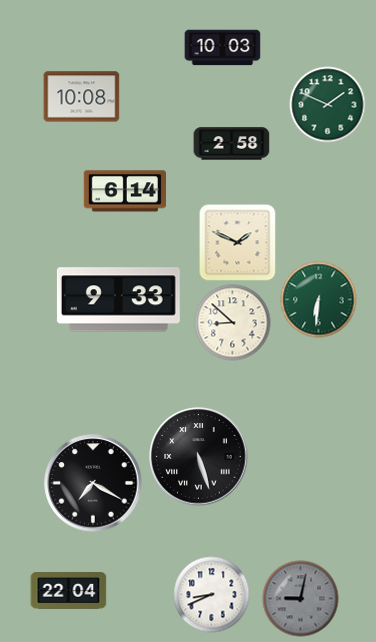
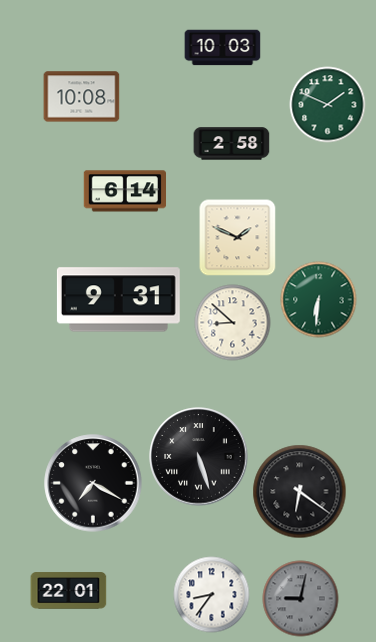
clock at (238, 243) position: (238, 243) -> (238, 238)
clock at (118, 300): 9:33 -> 9:31
clock at (300, 492): none -> 6:21
clock at (69, 591): 22:04 -> 22:01
clock at (212, 595): 8:41 -> 8:36
